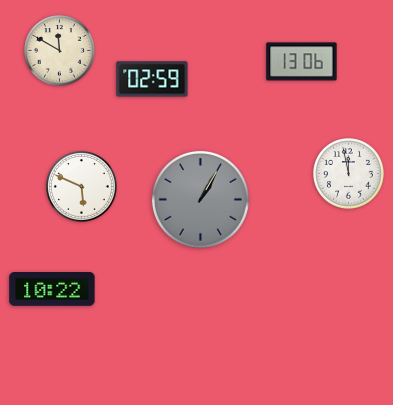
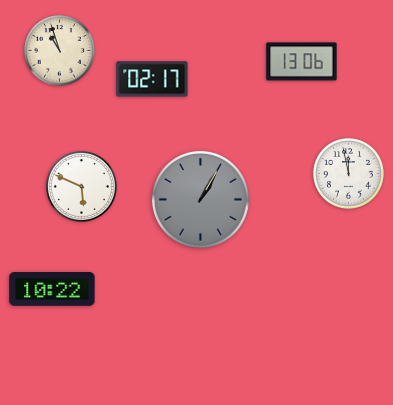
clock at (60, 51): 11:50 -> 10:57
clock at (152, 79): 02:59 -> 02:17
